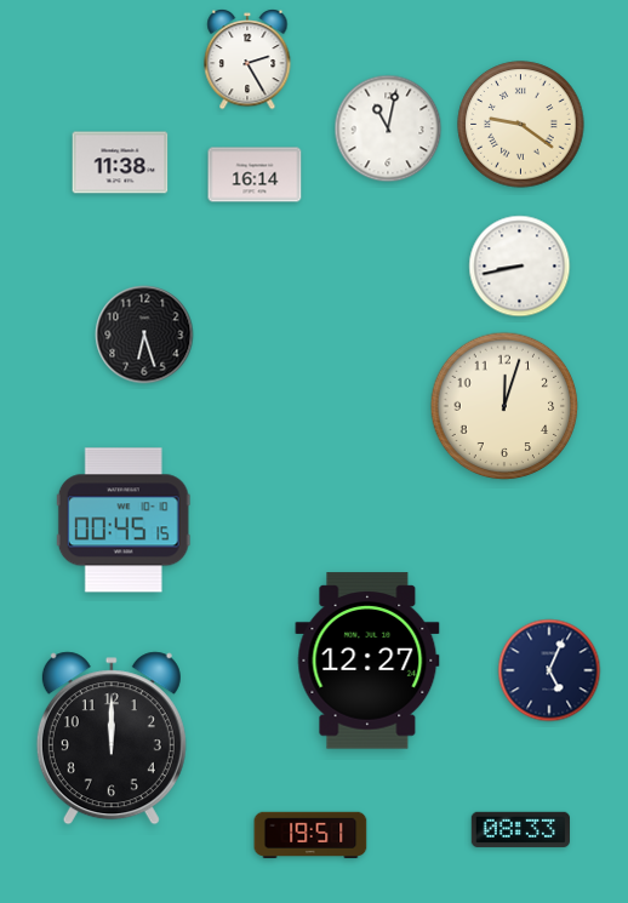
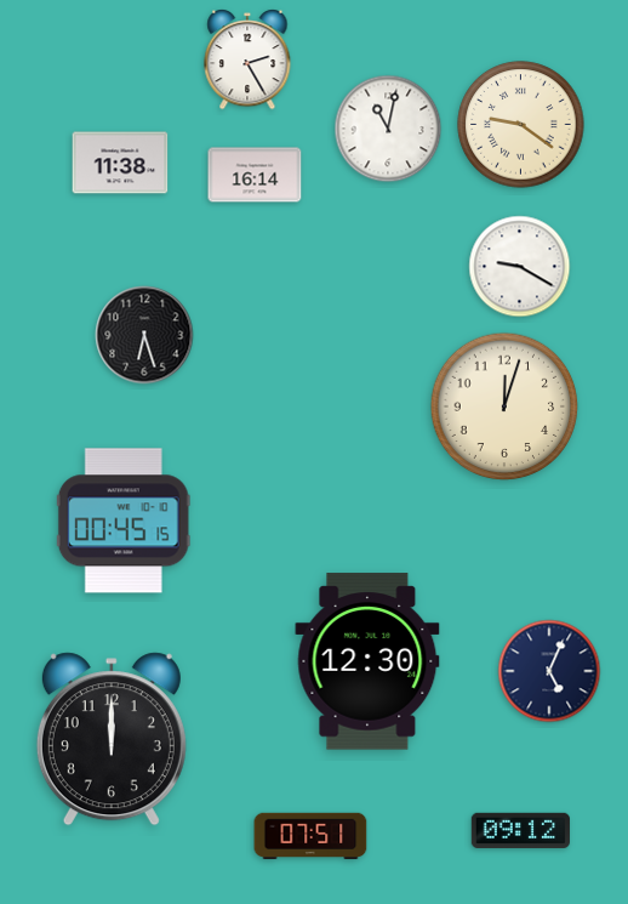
clock at (520, 267): 8:43 -> 9:20
clock at (367, 661): 12:27 -> 12:30
clock at (520, 829): 08:33 -> 09:12
clock at (310, 835): 19:51 -> 07:51
